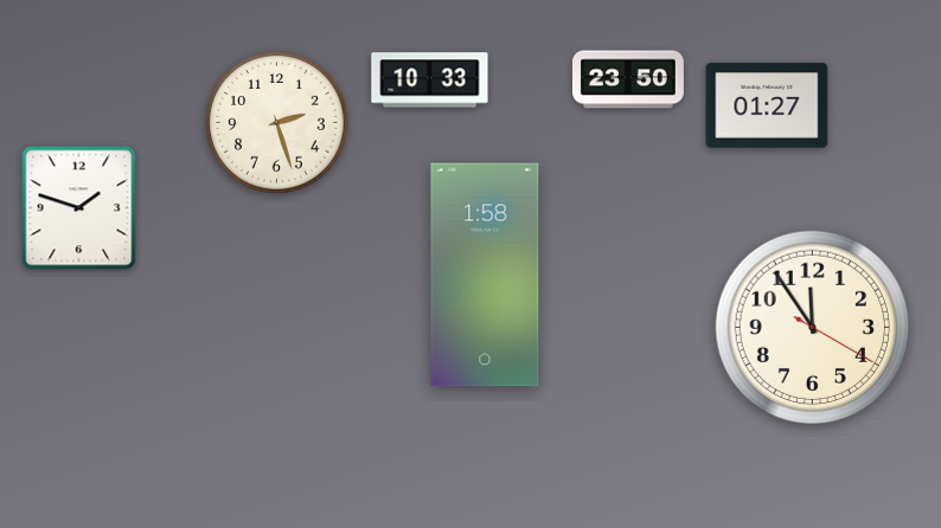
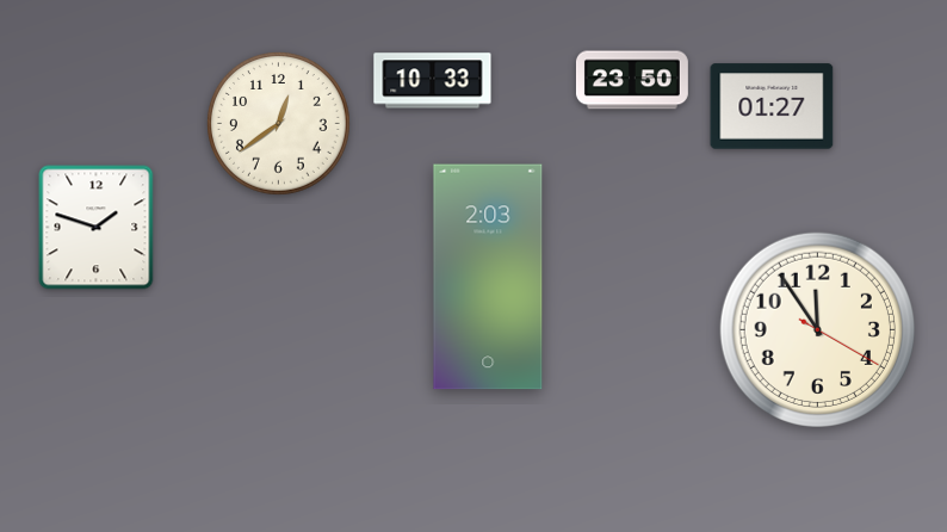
clock at (277, 123): 2:27 -> 12:39
clock at (79, 208) position: (79, 208) -> (97, 228)
clock at (485, 275): 1:58 -> 2:03
